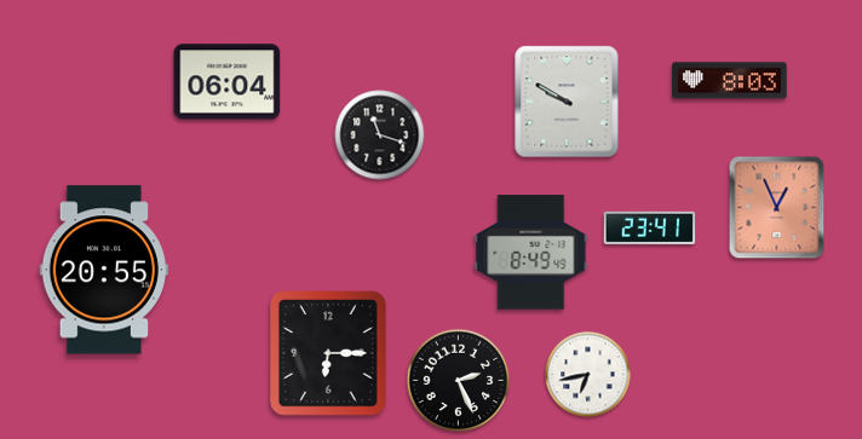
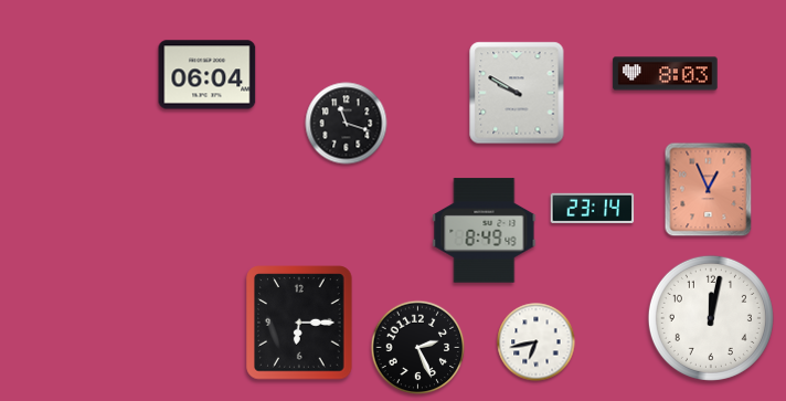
clock at (650, 227): 23:41 -> 23:14
clock at (104, 270): 20:55 -> none
clock at (711, 318): none -> 12:02
